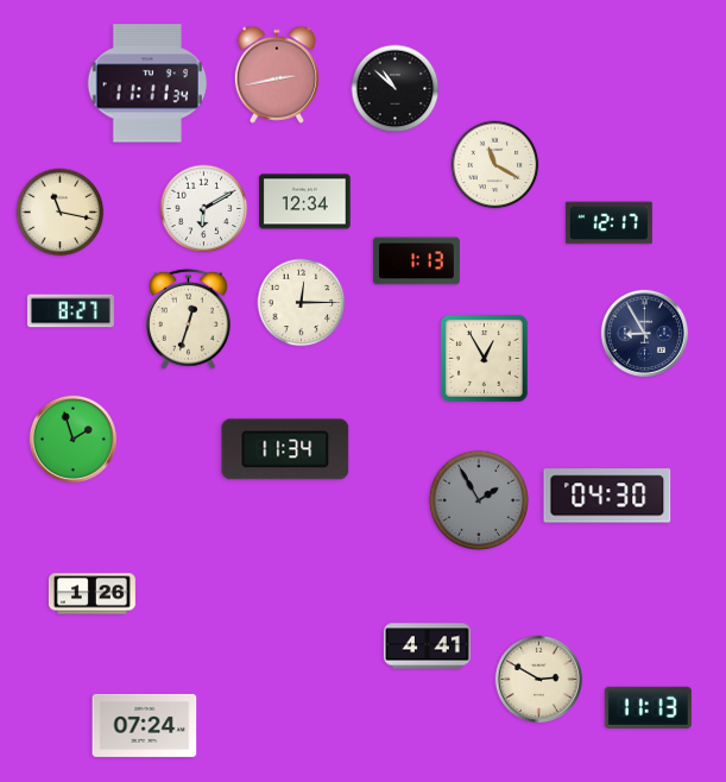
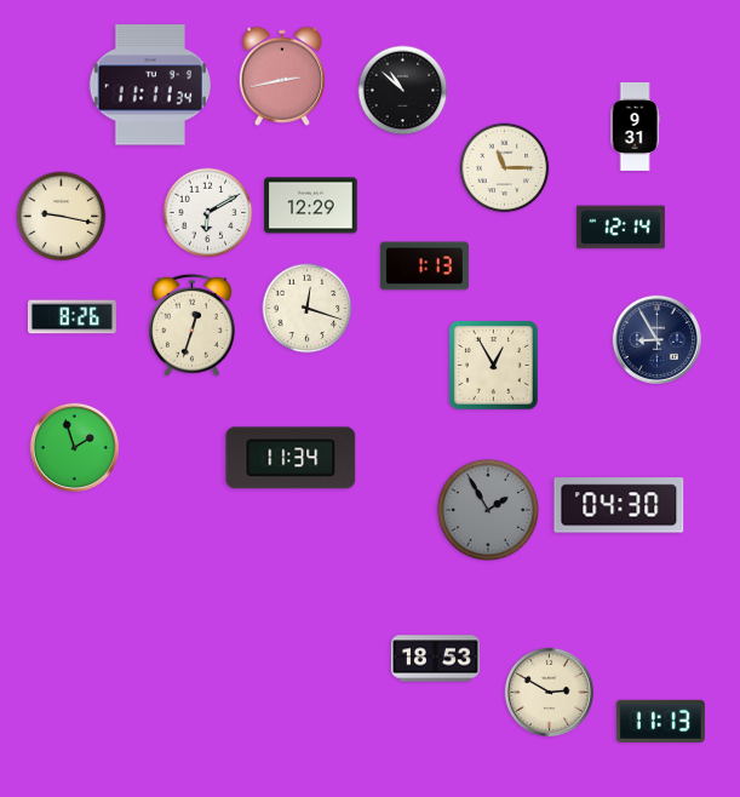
clock at (635, 126): none -> 9:31
clock at (495, 165): 11:20 -> 11:15
clock at (305, 202): 12:34 -> 12:29
clock at (61, 213): 11:17 -> 9:17
clock at (608, 223): 12:17 -> 12:14
clock at (302, 303): 12:15 -> 12:18
clock at (70, 311): 8:27 -> 8:26
clock at (91, 594): 1:26 -> none
clock at (427, 647): 4:41 -> 18:53
clock at (145, 725): 07:24 -> none
